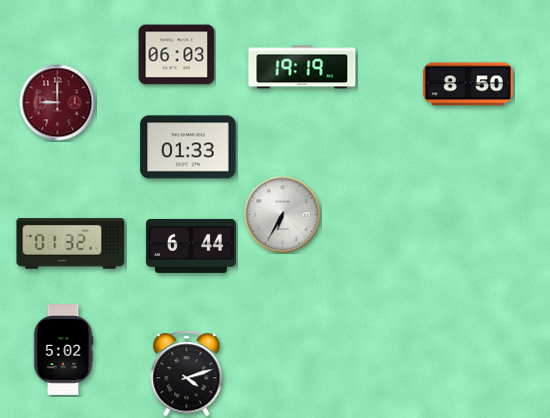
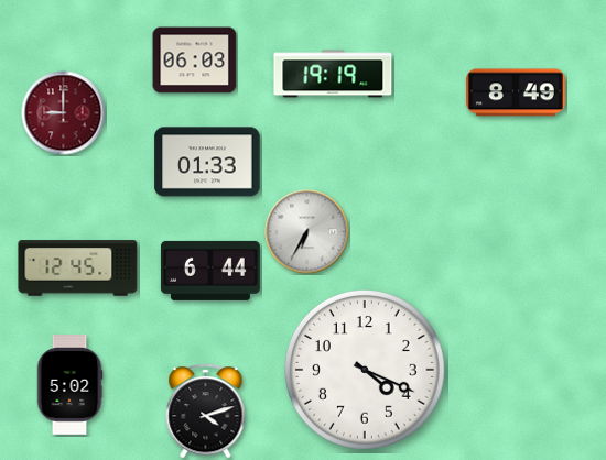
clock at (468, 84): 8:50 -> 8:49
clock at (283, 215) position: (283, 215) -> (307, 232)
clock at (71, 244): 01:32 -> 12:45
clock at (365, 370): none -> 4:19
